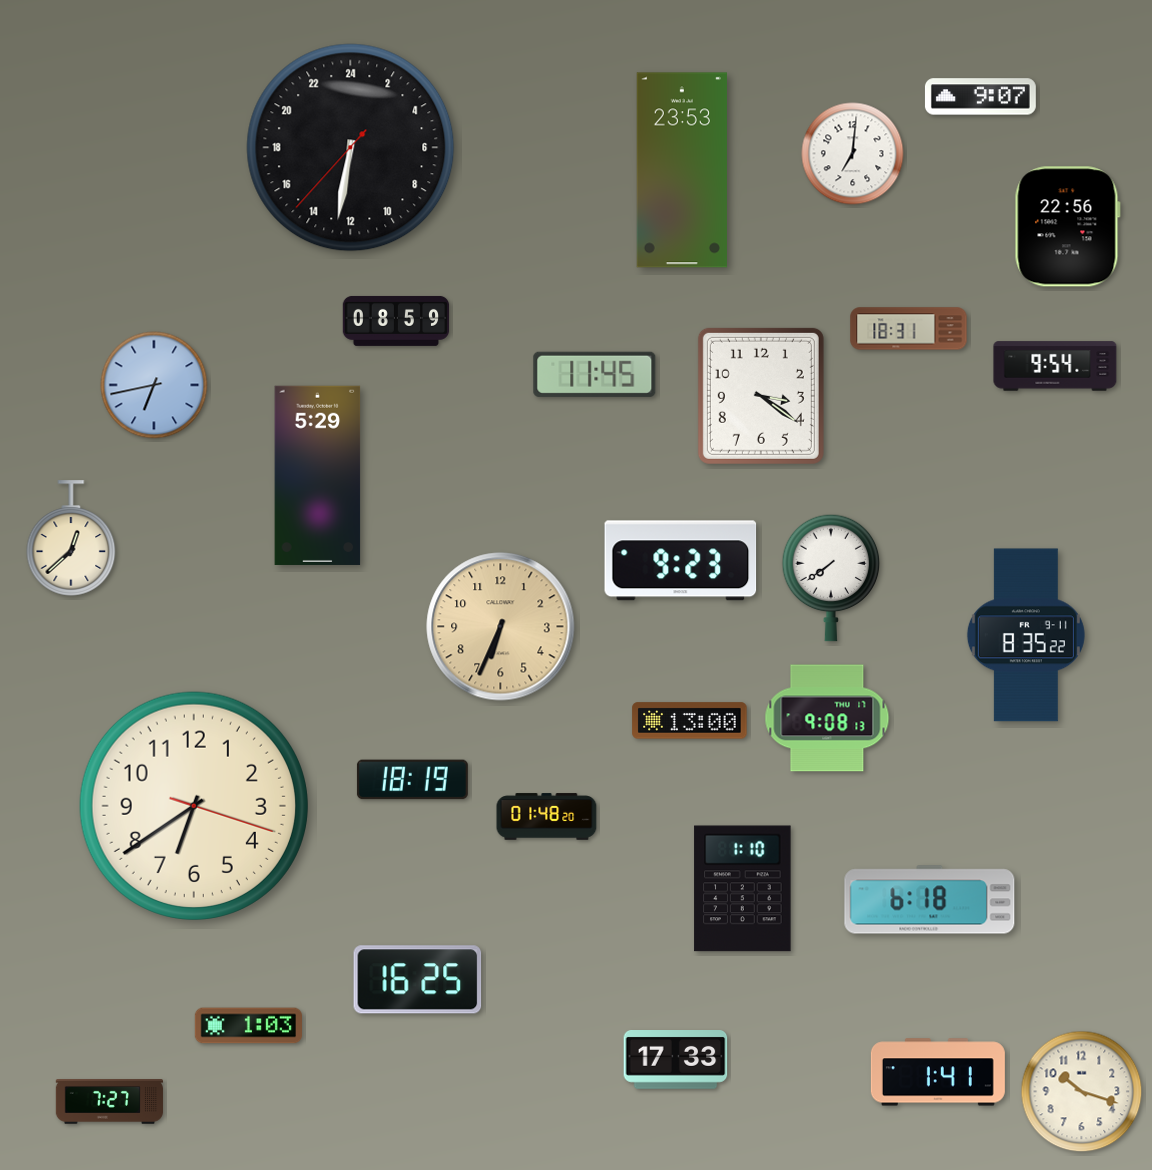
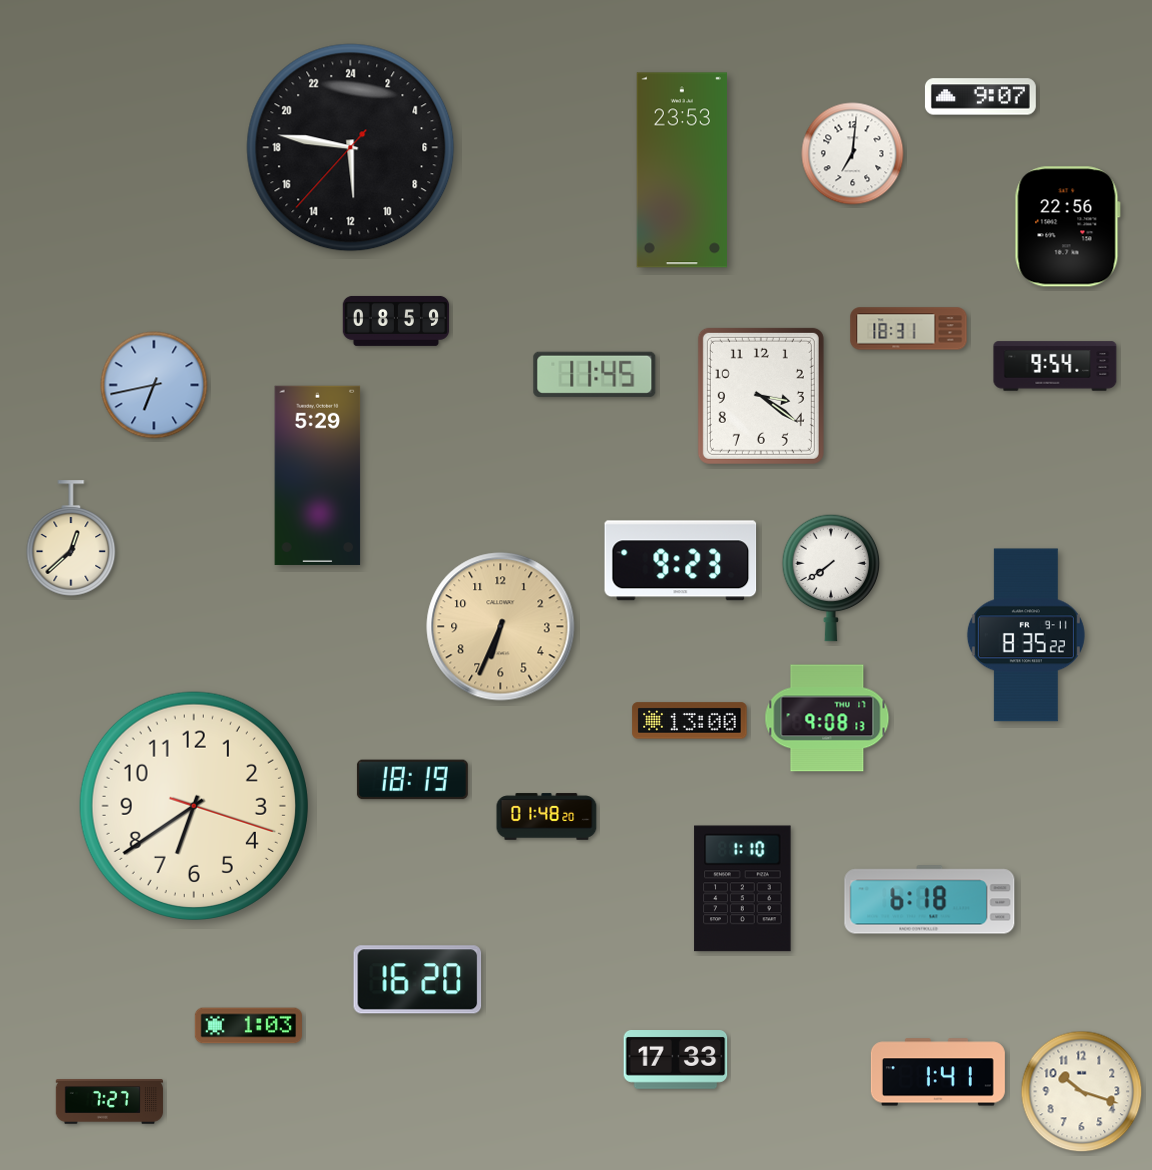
clock at (351, 148): 12:31 -> 11:46
clock at (418, 980): 16:25 -> 16:20
